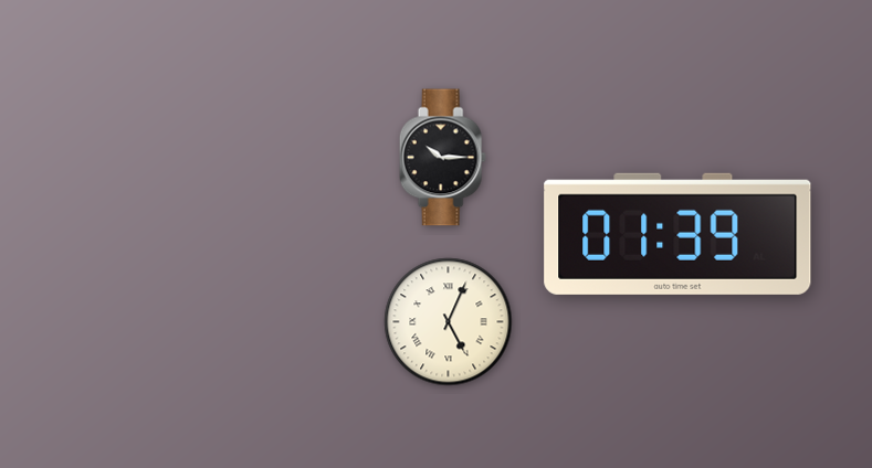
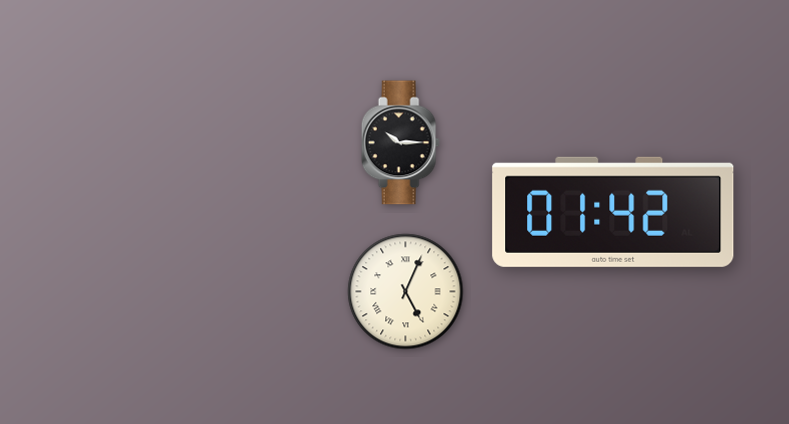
clock at (677, 234): 01:39 -> 01:42
